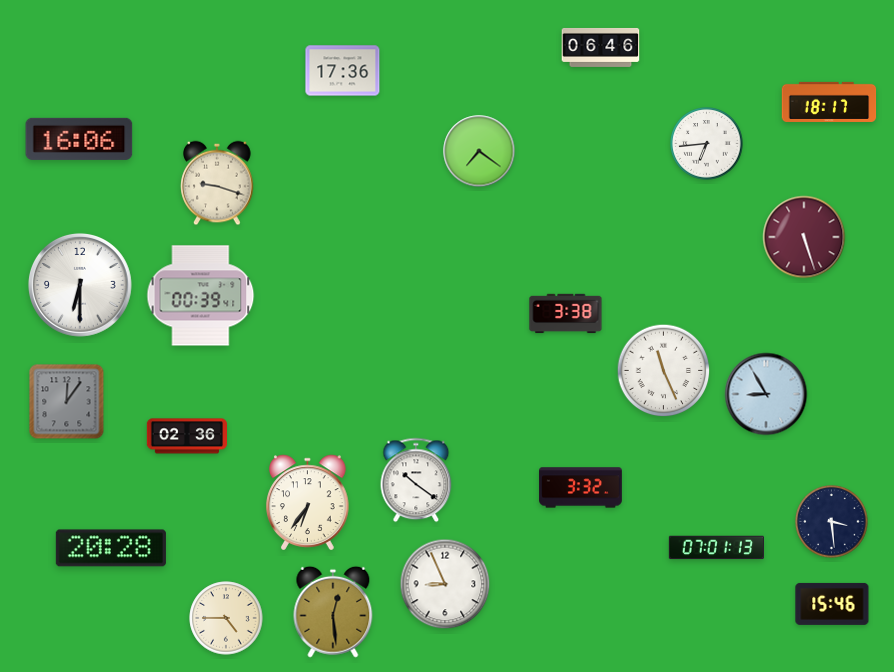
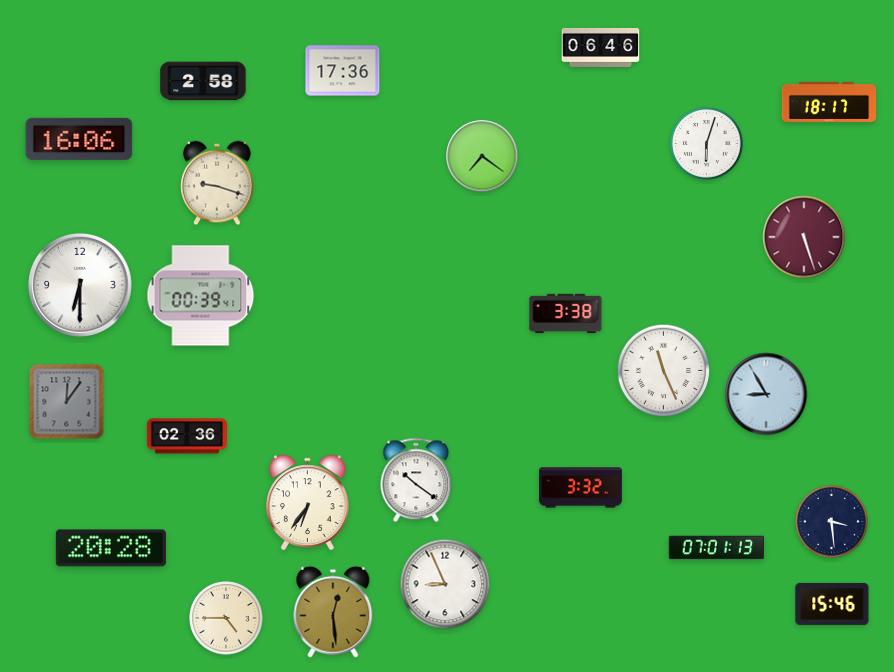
clock at (203, 81): none -> 2:58
clock at (707, 144): 6:44 -> 6:03
clock at (479, 151) position: (479, 151) -> (482, 156)
